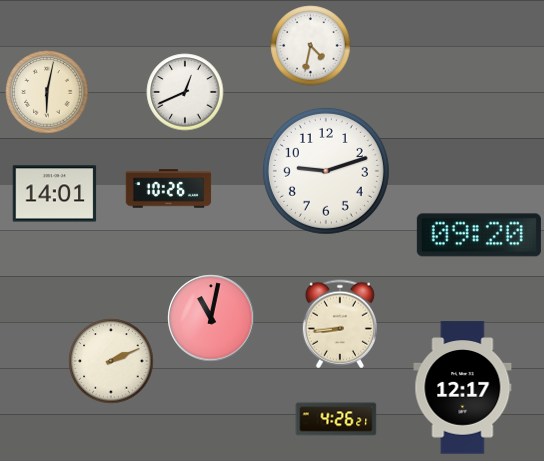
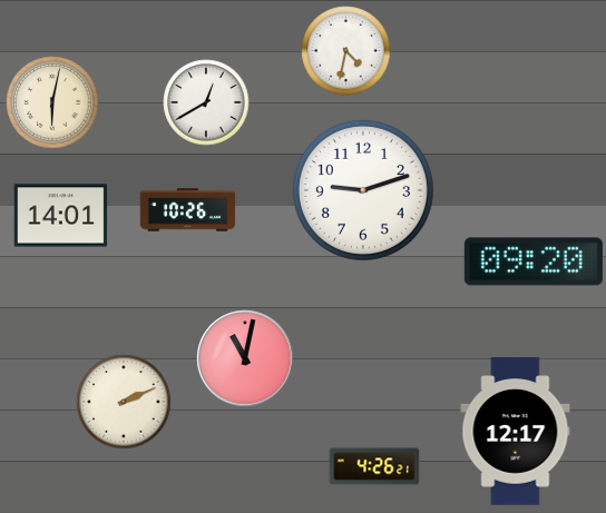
clock at (185, 92): 12:41 -> 12:40
clock at (211, 318) position: (211, 318) -> (245, 358)
clock at (340, 324): 8:44 -> none
